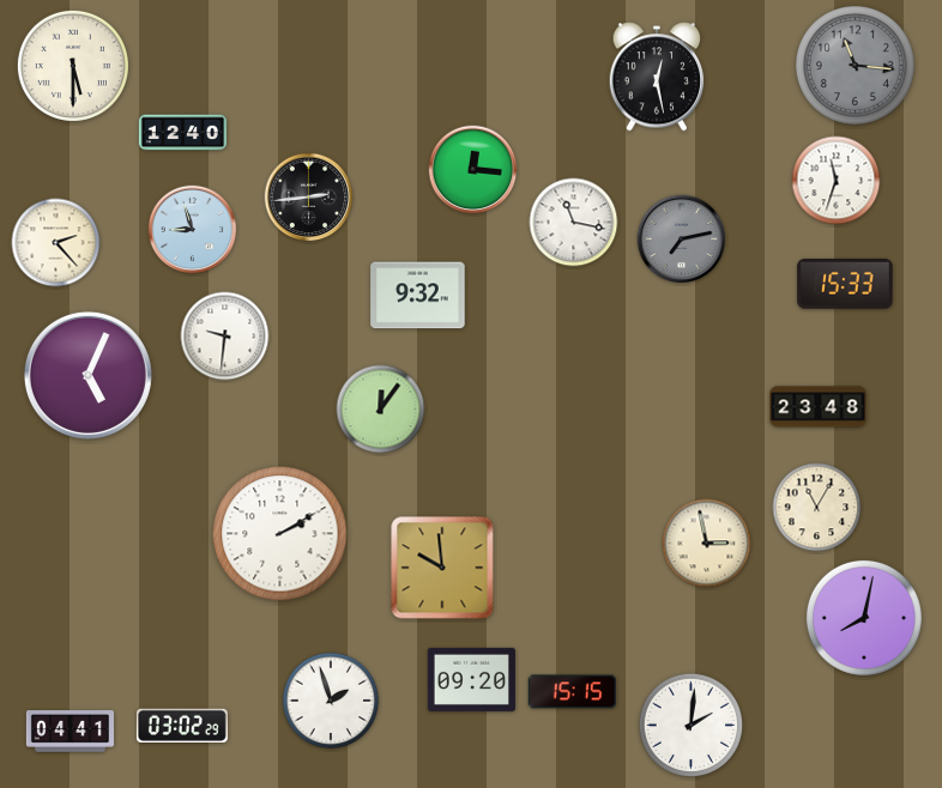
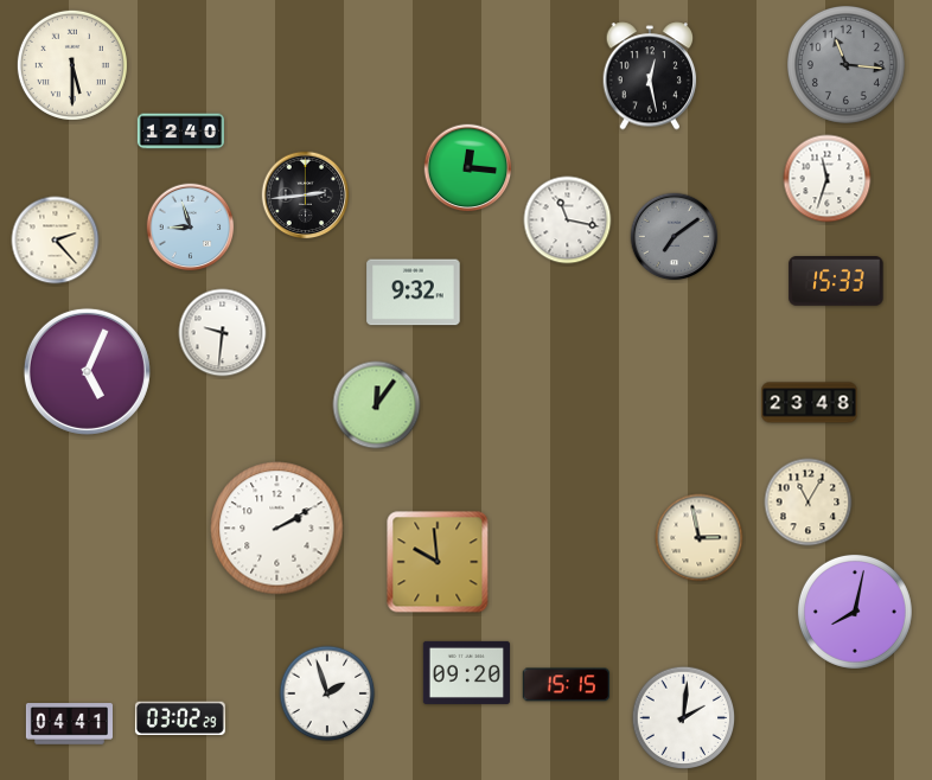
clock at (682, 240): 7:13 -> 7:09
